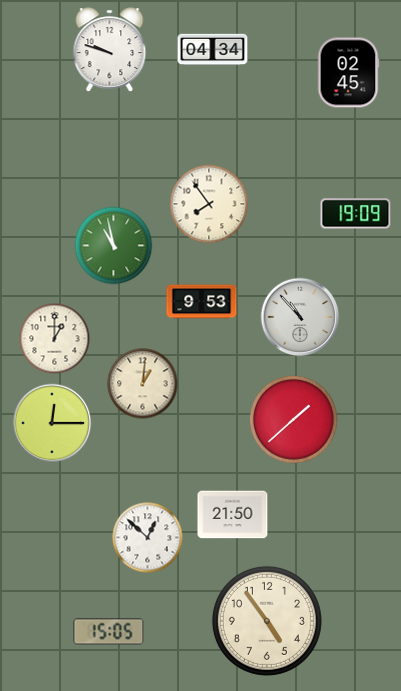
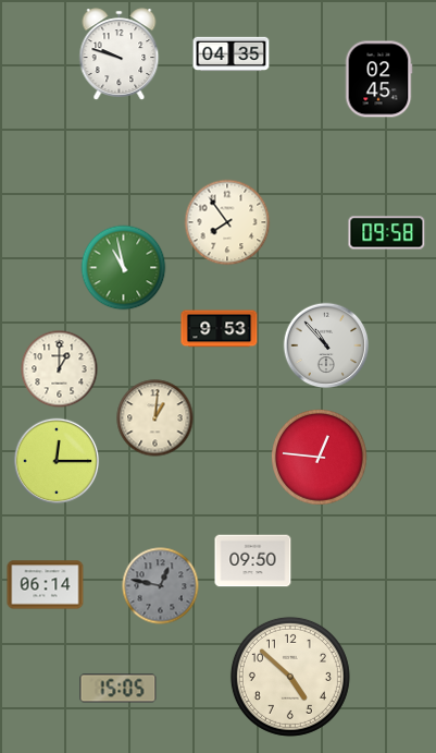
clock at (213, 50): 04:34 -> 04:35
clock at (356, 214): 19:09 -> 09:58
clock at (294, 420): 1:38 -> 12:46
clock at (233, 515): 21:50 -> 09:50
clock at (46, 585): none -> 06:14
clock at (148, 538): 12:52 -> 12:47
clock at (148, 538) dial: white -> grey
clock at (267, 621): 4:54 -> 4:52
